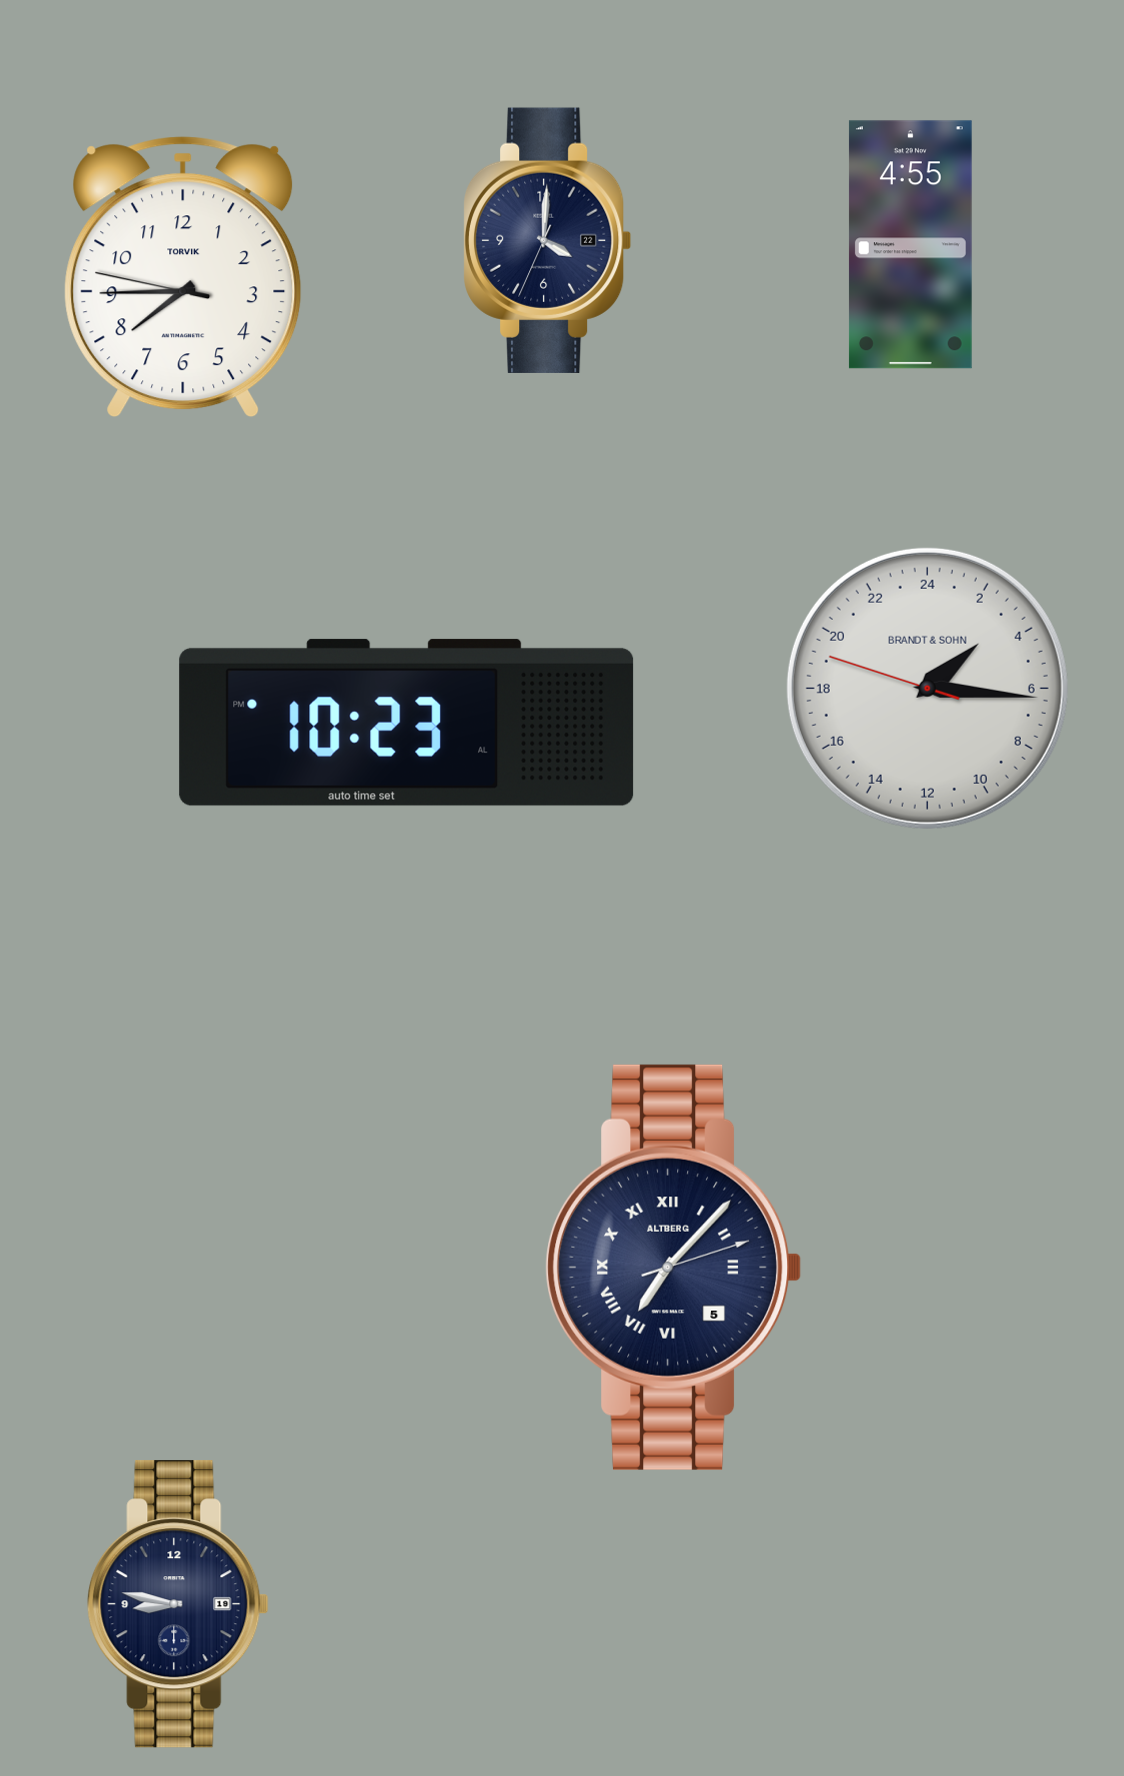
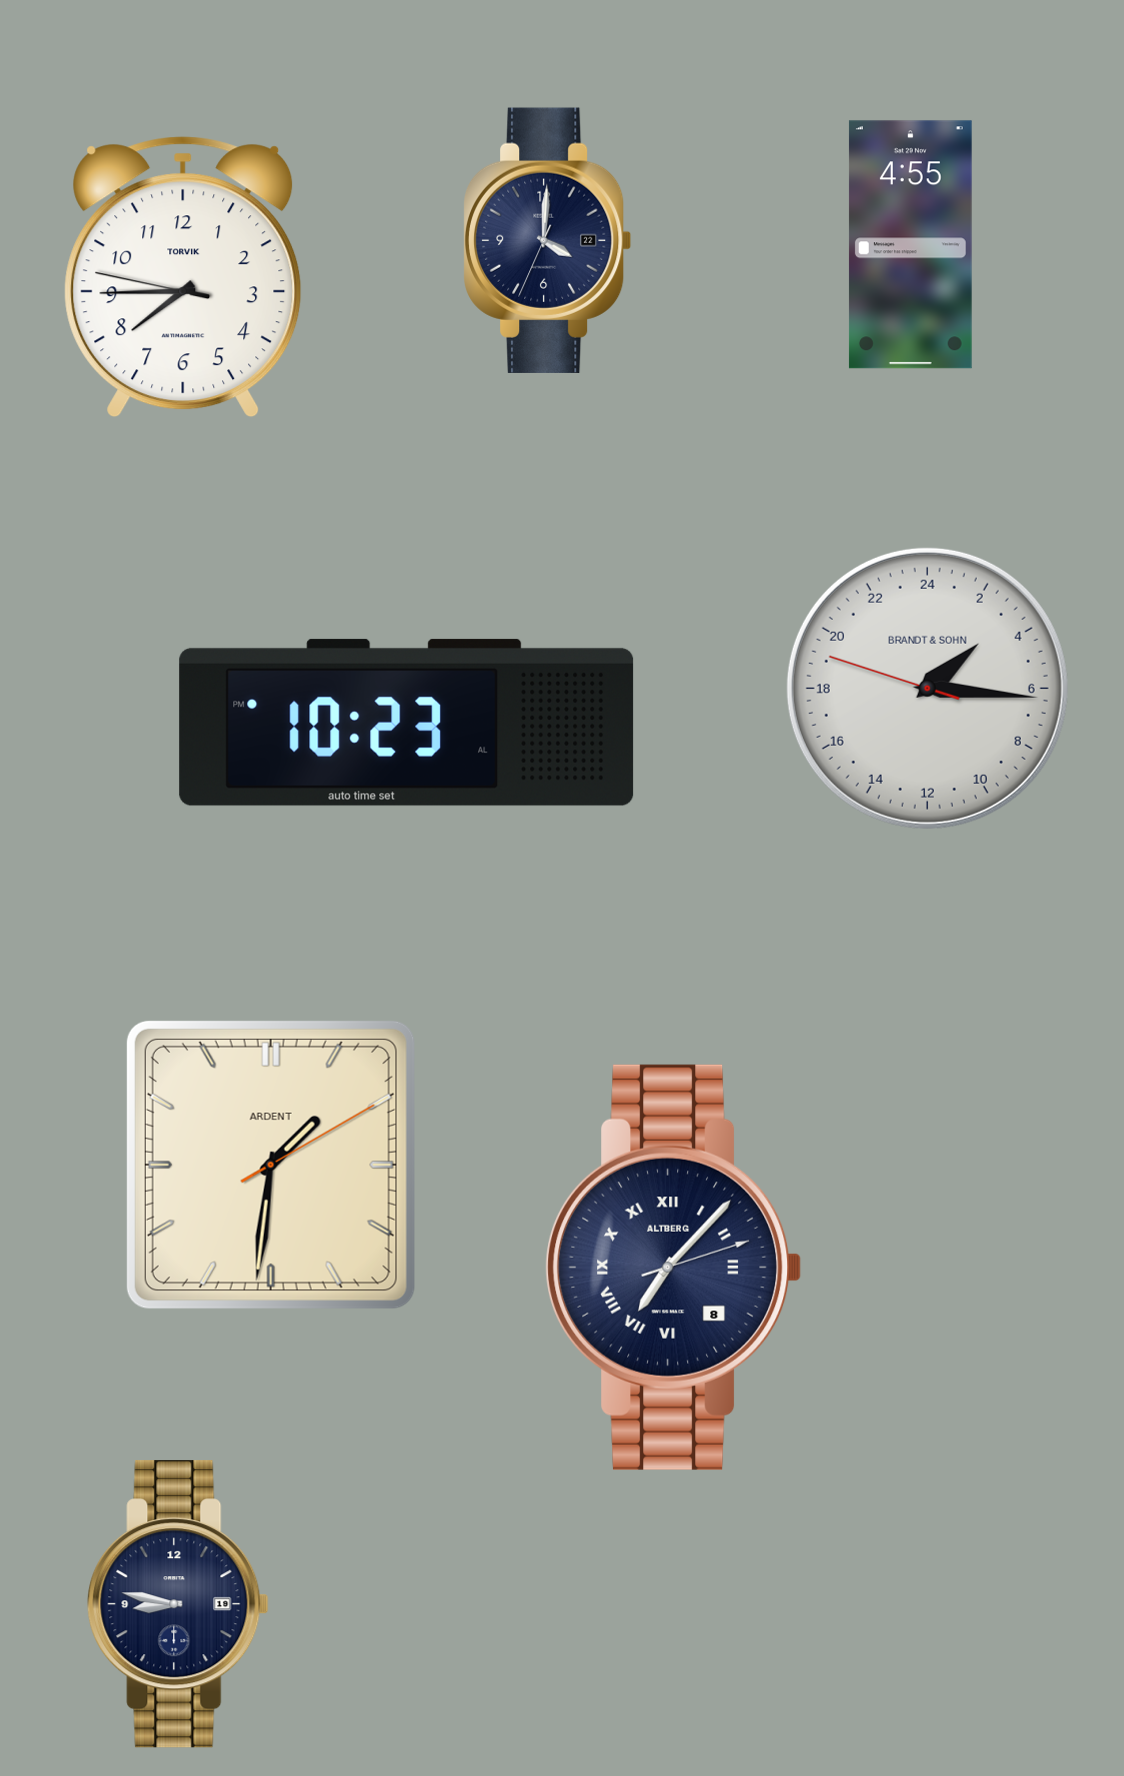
clock at (271, 1165): none -> 1:31
clock at (674, 1267) date: 5 -> 8
